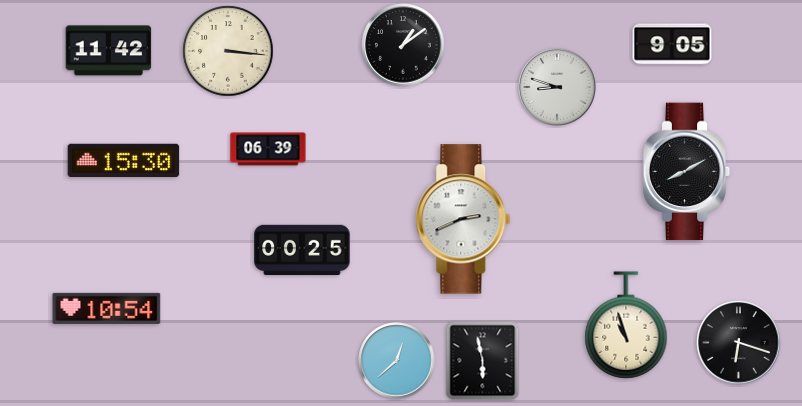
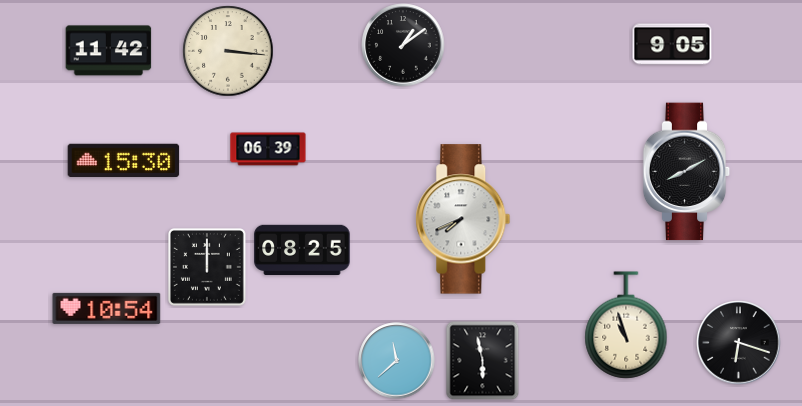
clock at (557, 87): 8:48 -> none
clock at (463, 219): 2:41 -> 7:41
clock at (302, 249): 00:25 -> 08:25
clock at (207, 267): none -> 12:00
clock at (397, 361): 12:38 -> 11:38
